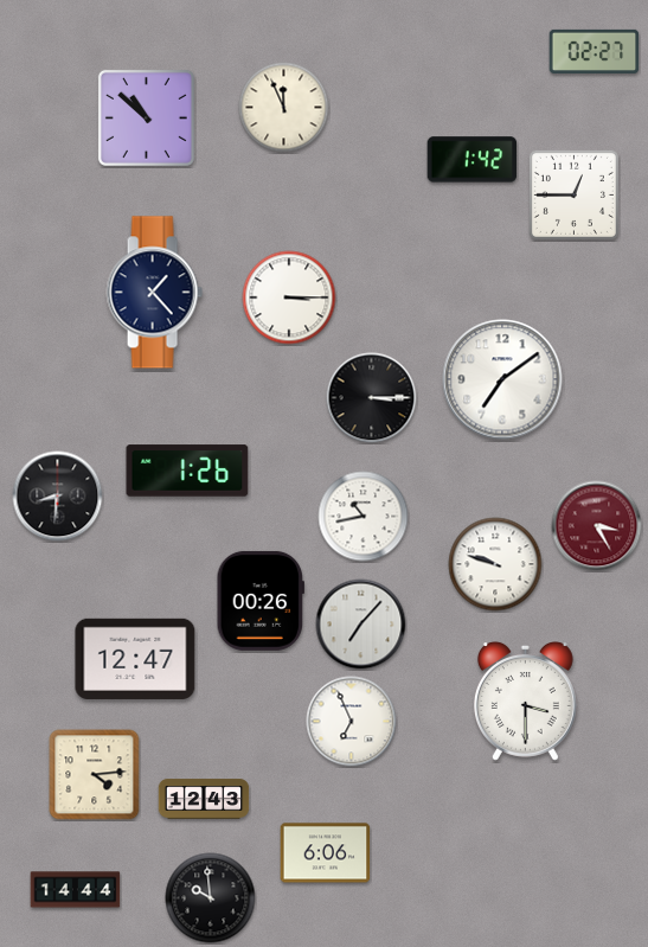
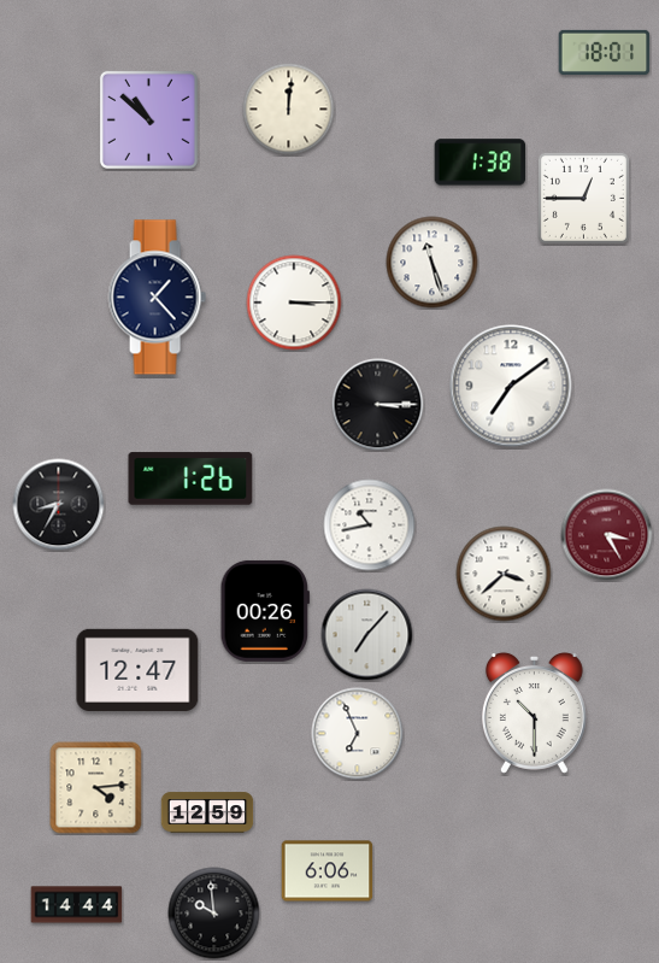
clock at (595, 51): 02:27 -> 18:01
clock at (284, 108): 11:56 -> 12:01
clock at (473, 160): 1:42 -> 1:38
clock at (433, 263): none -> 11:27
clock at (58, 497): 8:31 -> 8:35
clock at (495, 564): 9:48 -> 3:38
clock at (525, 702): 3:30 -> 10:30
clock at (204, 799): 12:43 -> 12:59
clock at (326, 853) position: (326, 853) -> (328, 871)
